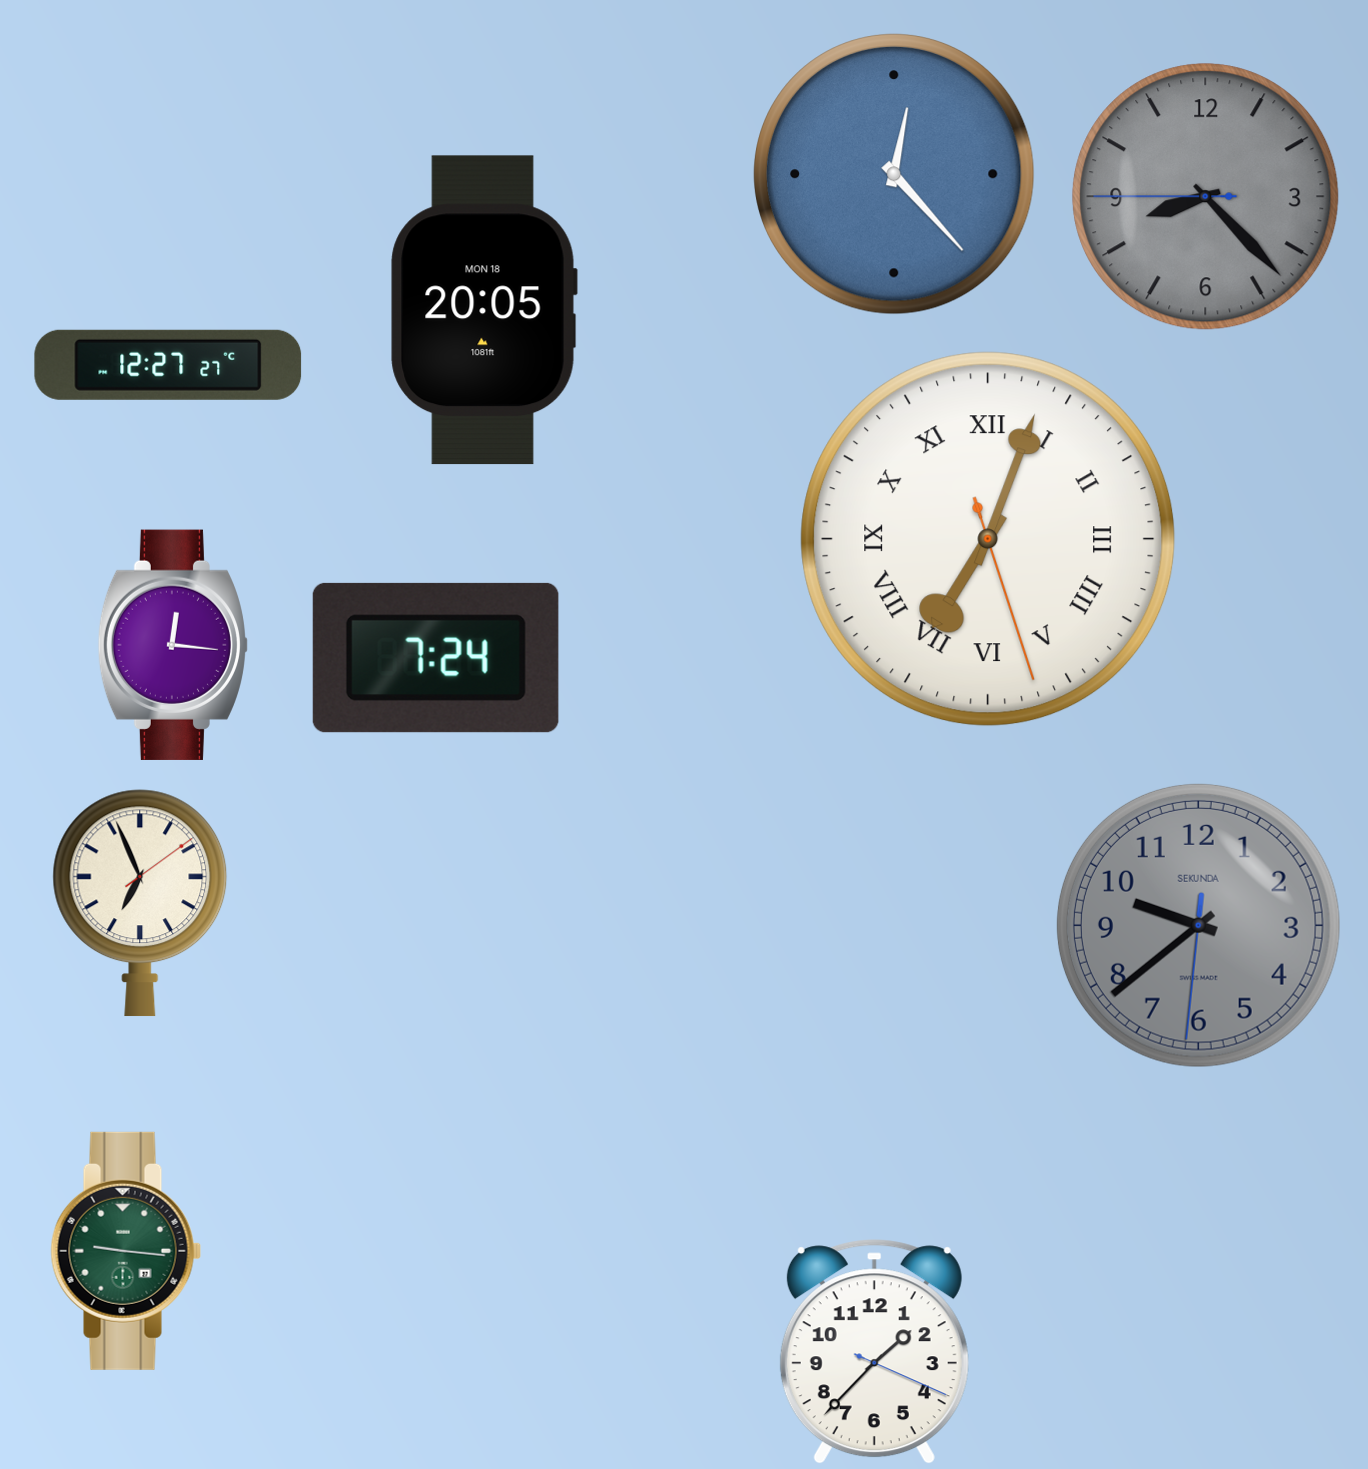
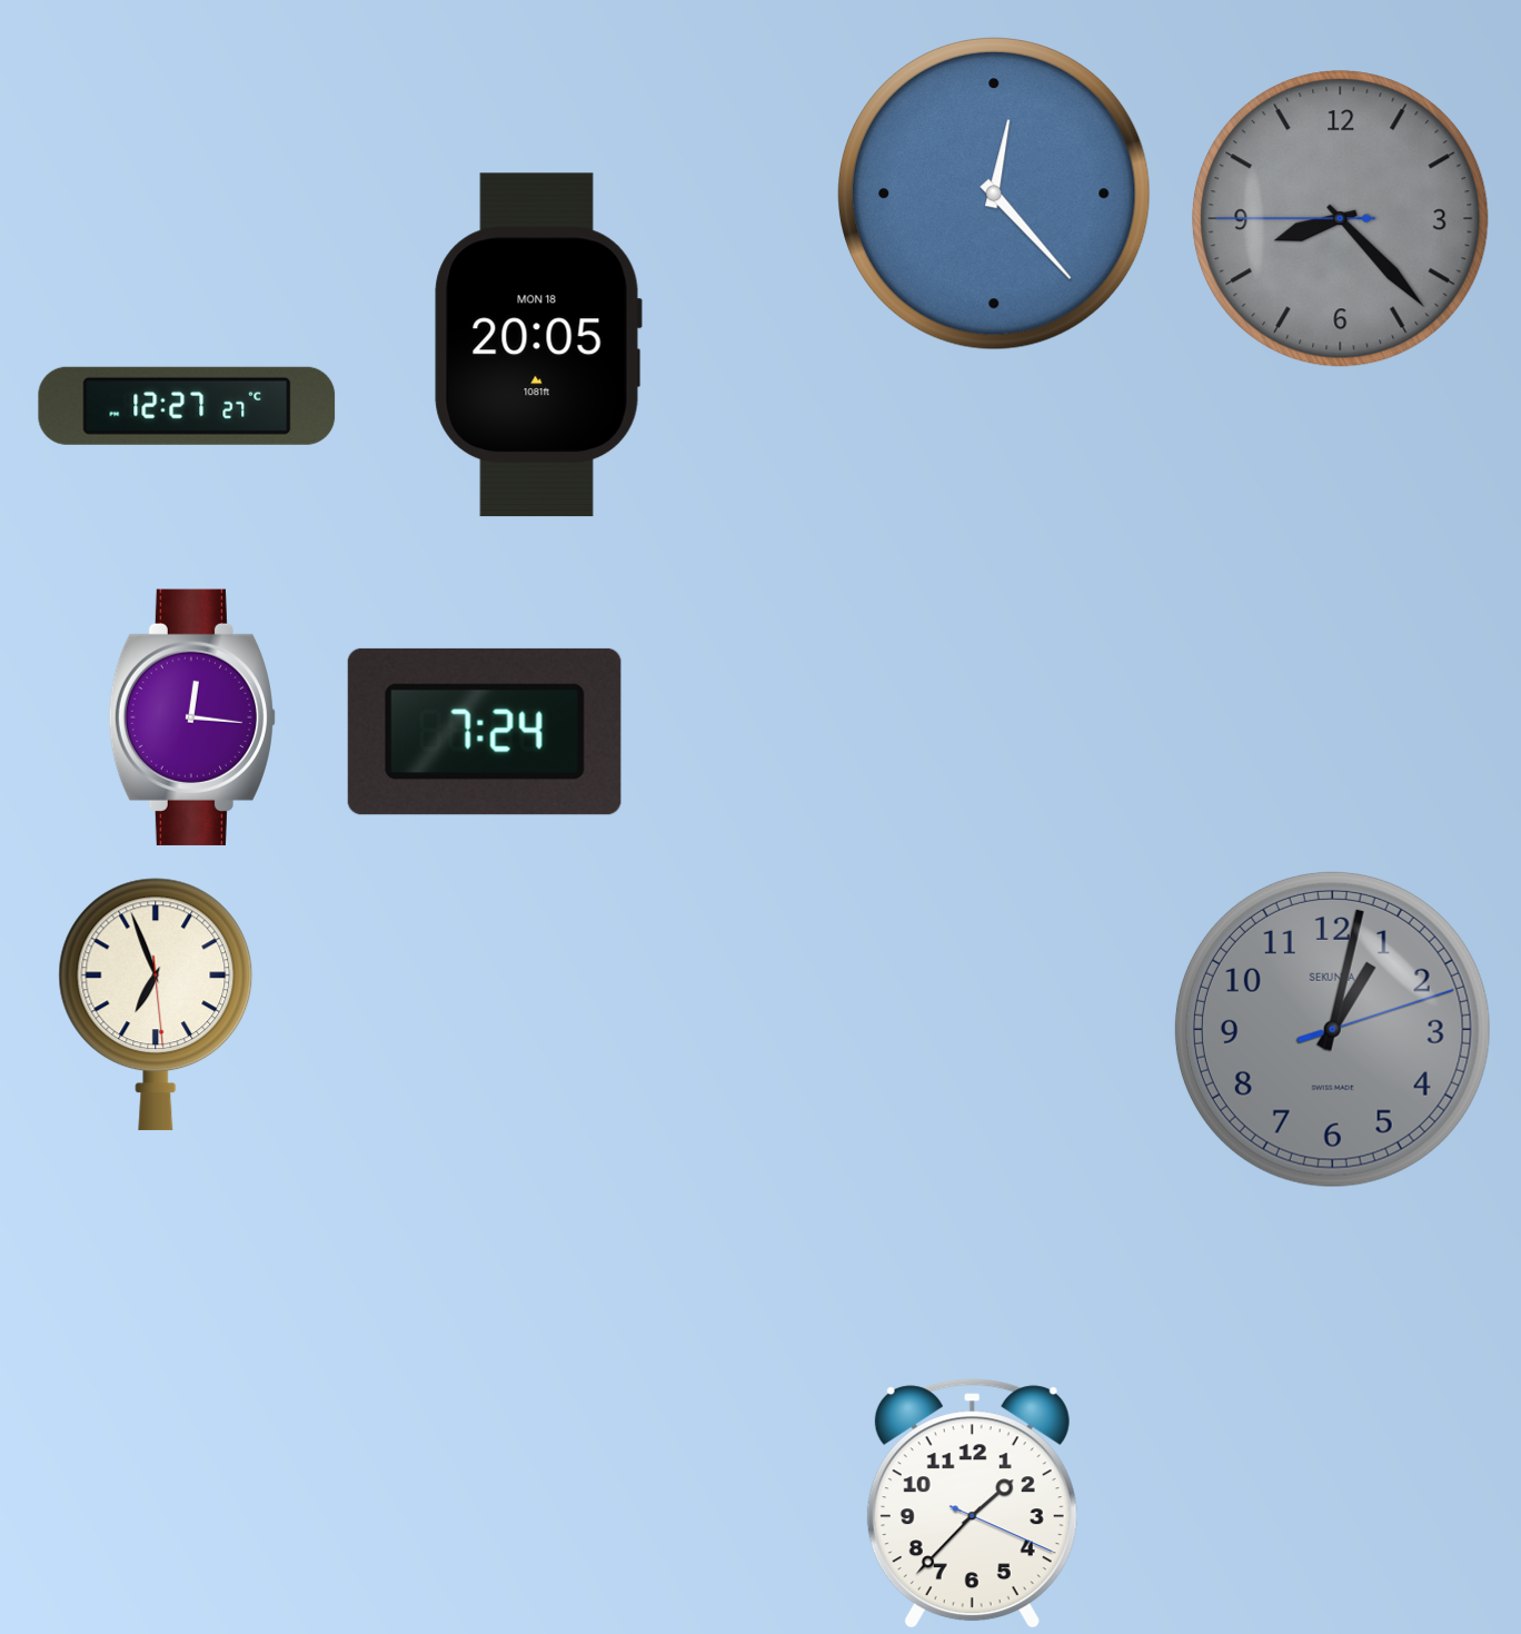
clock at (988, 539): 7:03 -> none
clock at (140, 903): 6:56:09 -> 6:56:29
clock at (1198, 925): 9:38 -> 1:02
clock at (126, 1251): 9:16 -> none
